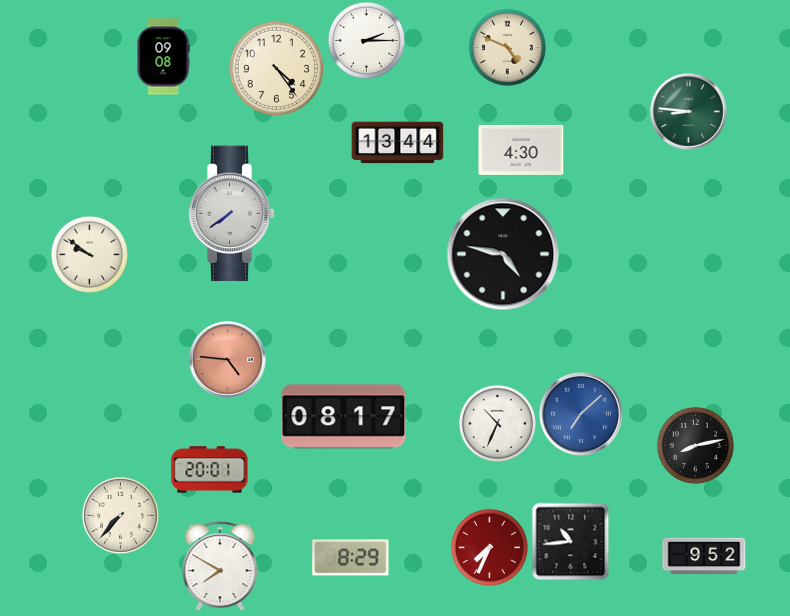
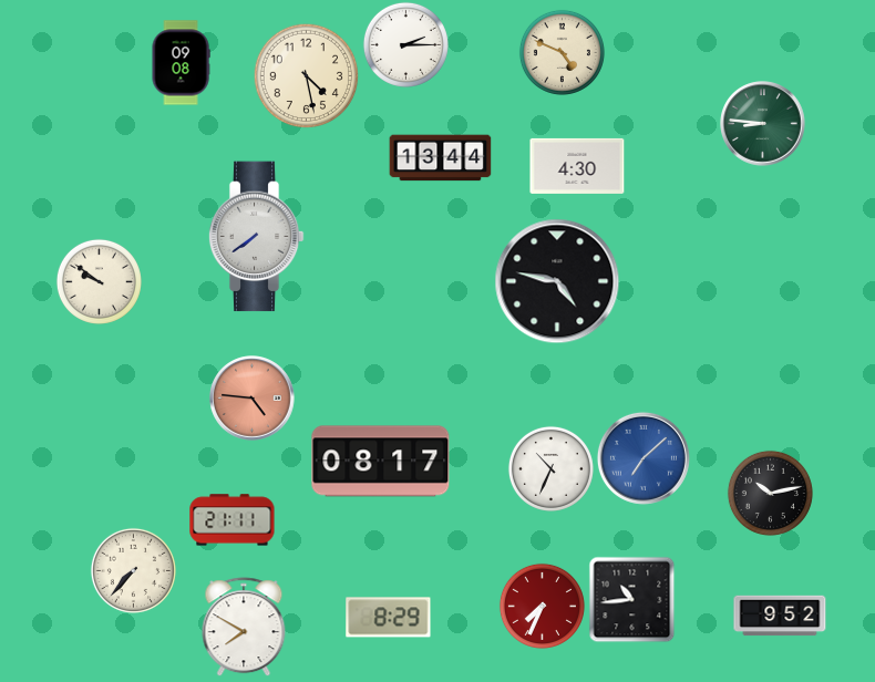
clock at (276, 68): 4:24 -> 4:28
clock at (695, 445): 8:13 -> 10:13
clock at (210, 470): 20:01 -> 21:11
